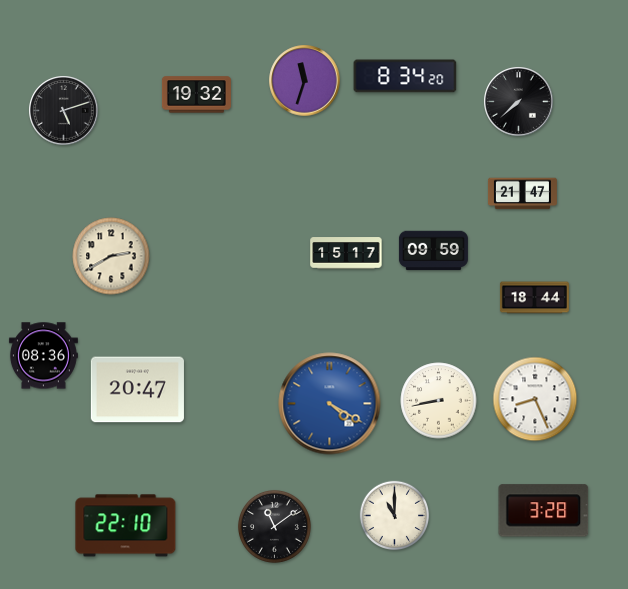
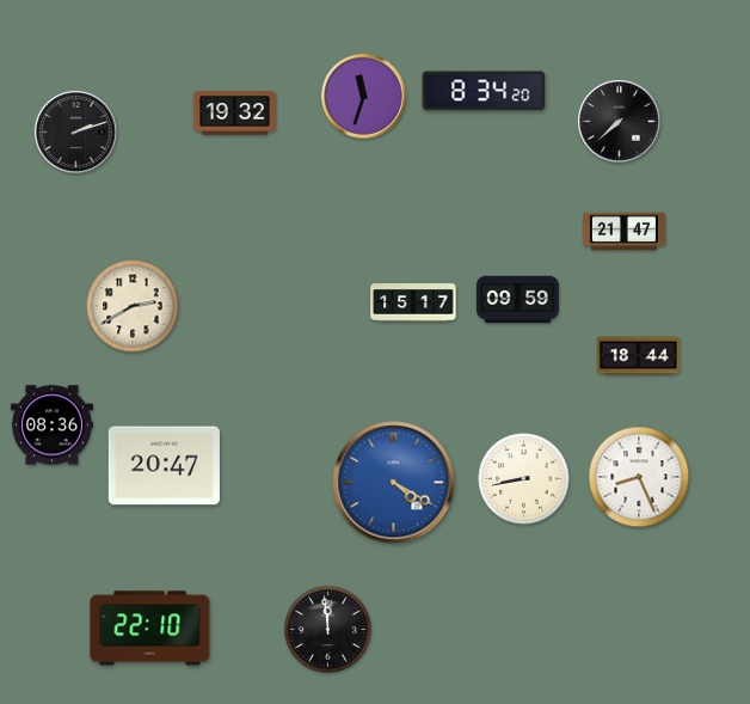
clock at (64, 111): 5:12 -> 2:12
clock at (544, 511): 3:28 -> none
clock at (395, 516): 11:00 -> none
clock at (274, 526): 11:09 -> 11:59
